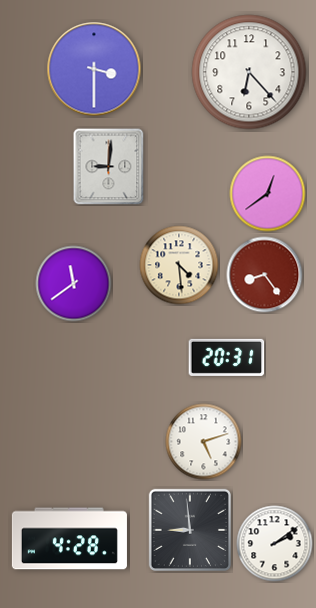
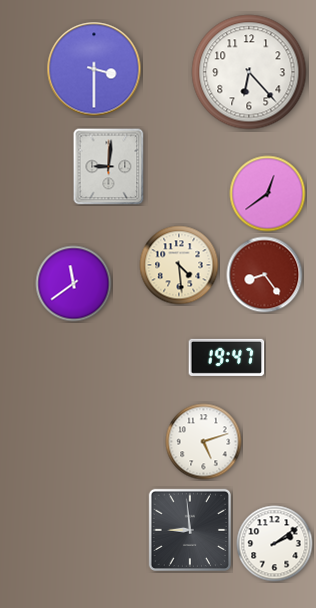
clock at (227, 357): 20:31 -> 19:47
clock at (69, 539): 4:28 -> none
